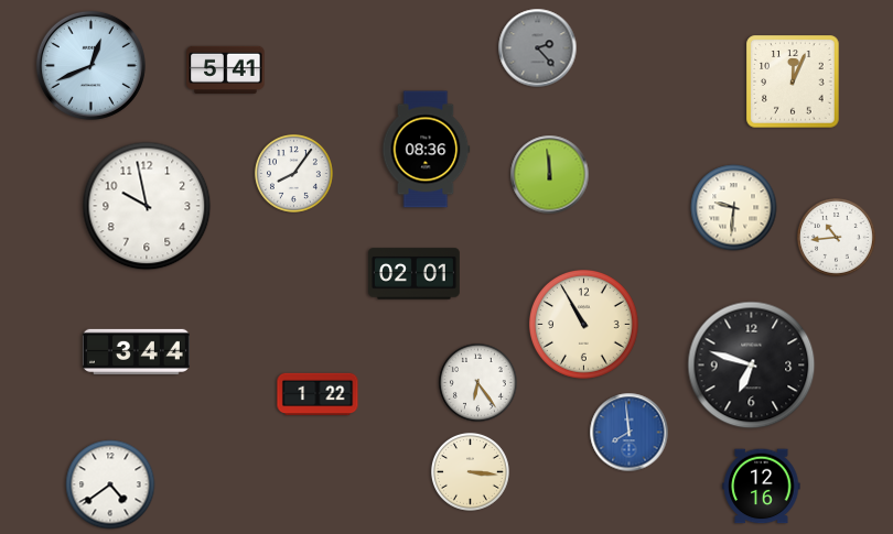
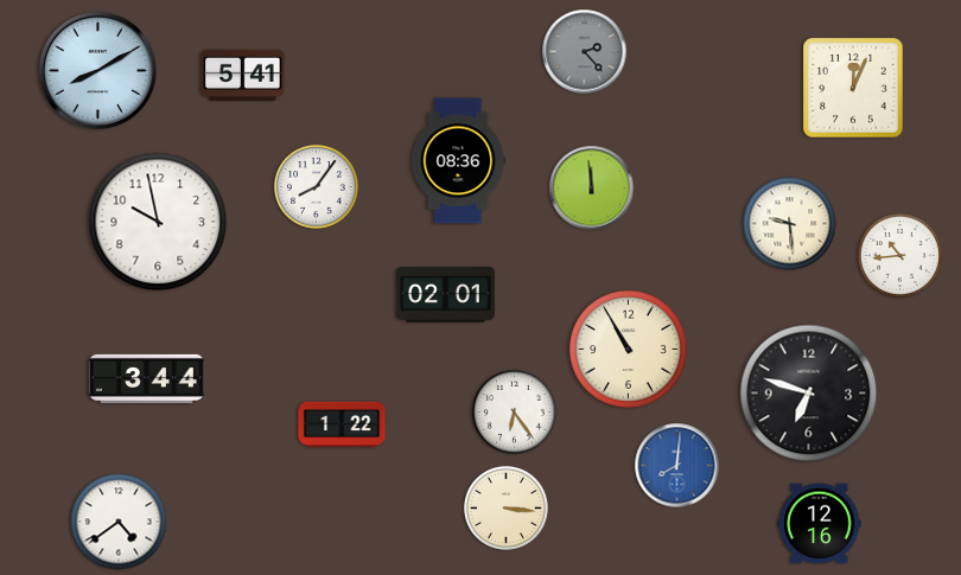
clock at (538, 48) position: (538, 48) -> (585, 52)
clock at (90, 65): 12:41 -> 8:10
clock at (734, 208): 9:31 -> 9:29
clock at (630, 433): 7:59 -> 8:01
